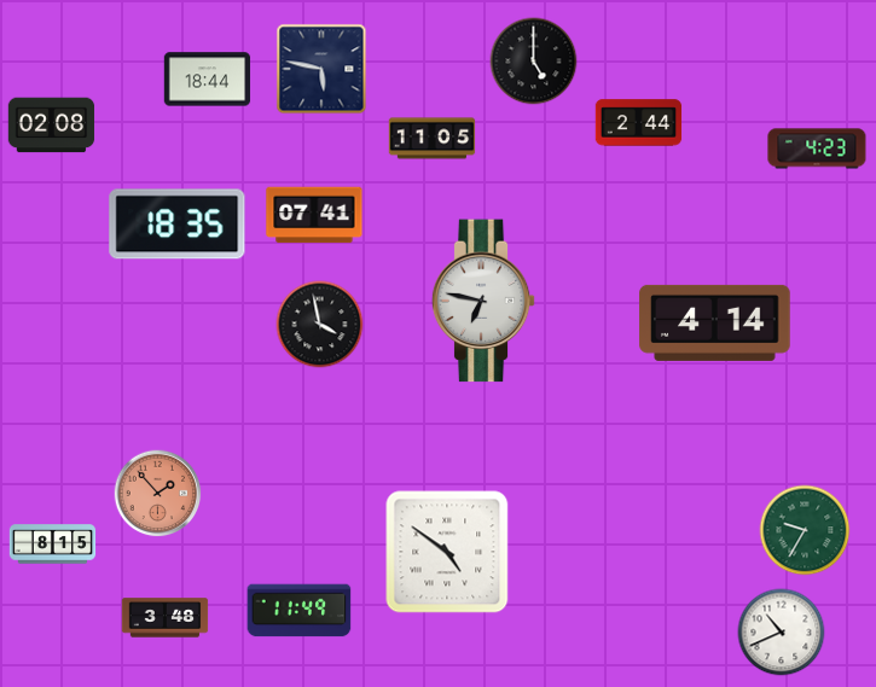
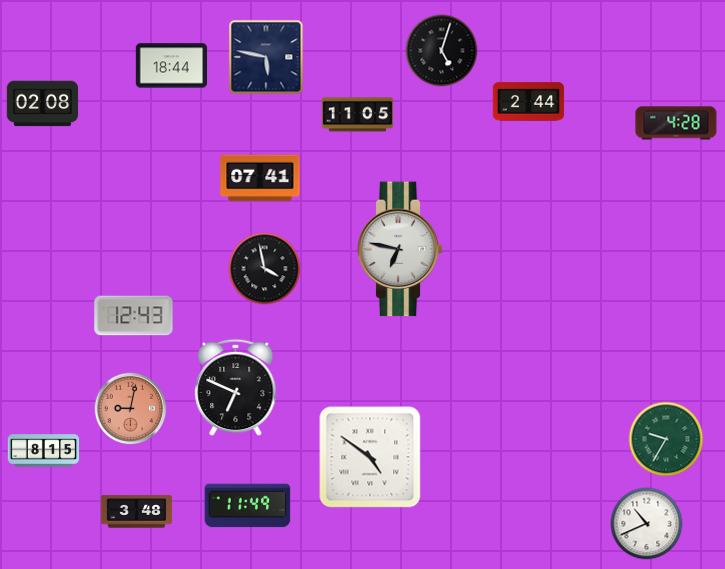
clock at (534, 62): 5:00 -> 5:03
clock at (817, 149): 4:23 -> 4:28
clock at (178, 225): 18:35 -> none
clock at (715, 322): 4:14 -> none
clock at (134, 316): none -> 12:43
clock at (236, 388): none -> 6:49
clock at (158, 494): 1:53 -> 9:02
